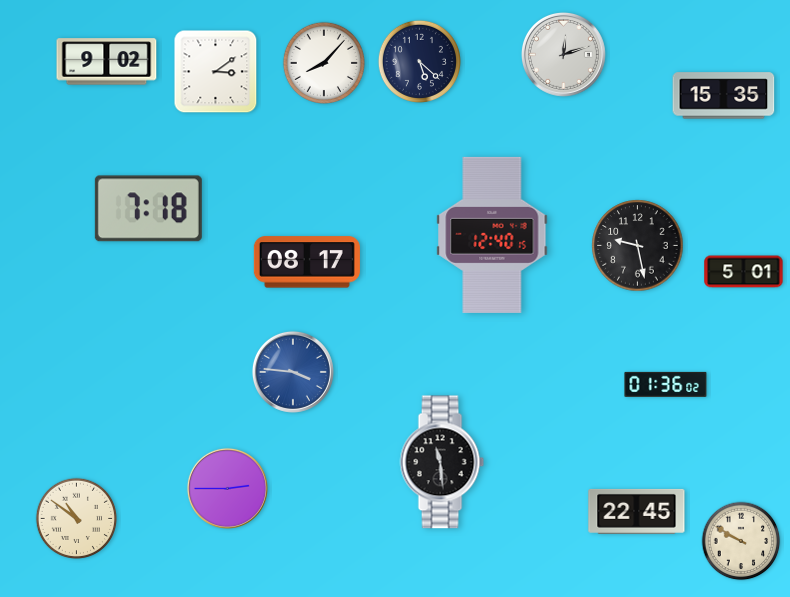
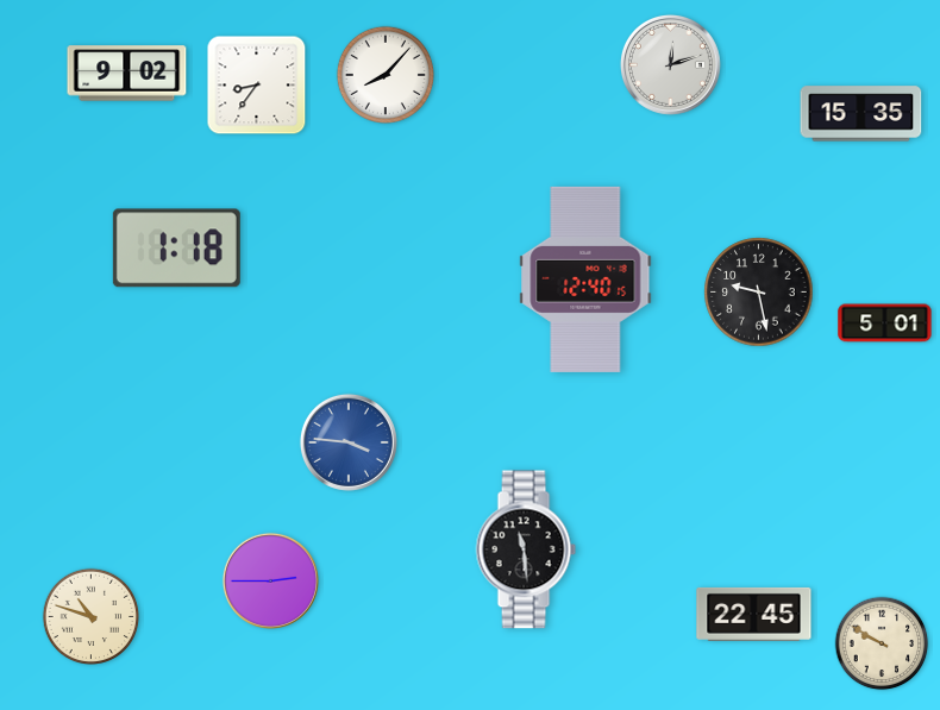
clock at (419, 61): 5:22 -> none
clock at (216, 72): 3:09 -> 8:36
clock at (148, 209): 7:18 -> 1:18
clock at (307, 262): 08:17 -> none
clock at (666, 384): 01:36 -> none
clock at (637, 511) position: (637, 511) -> (754, 614)
clock at (76, 518): 10:51 -> 10:48
